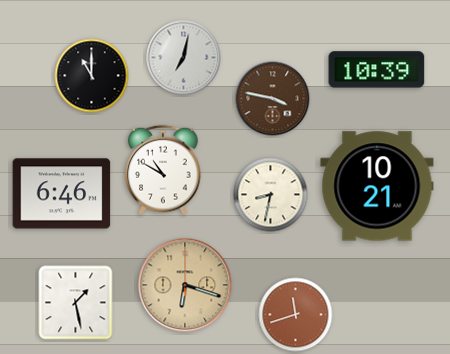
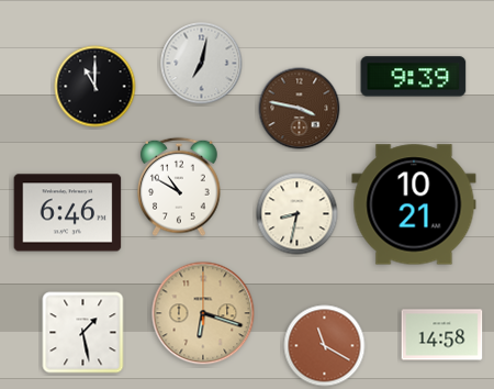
clock at (377, 70): 10:39 -> 9:39
clock at (92, 76) position: (92, 76) -> (96, 87)
clock at (442, 335): none -> 14:58
clock at (296, 315): 11:42 -> 11:20
